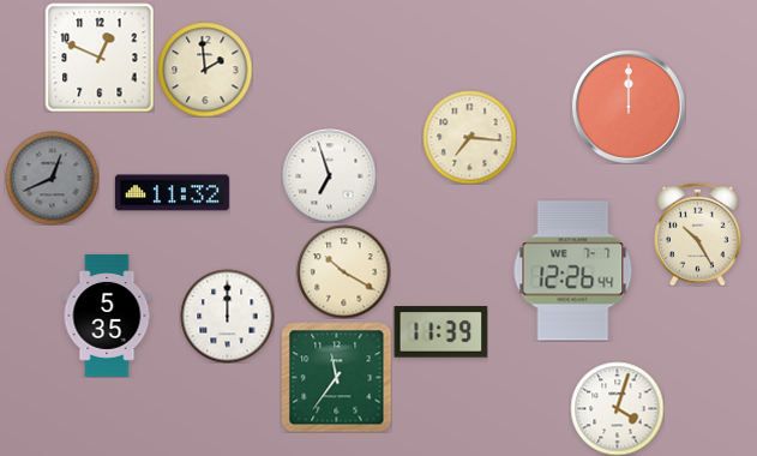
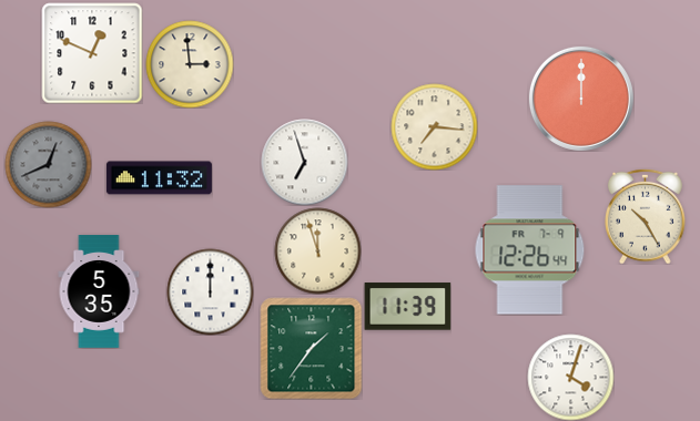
clock at (205, 70): 1:59 -> 2:59
clock at (343, 271): 10:20 -> 11:57
clock at (573, 271) date: WE 7-7 -> FR 7-9
clock at (336, 377): 11:36 -> 1:36
